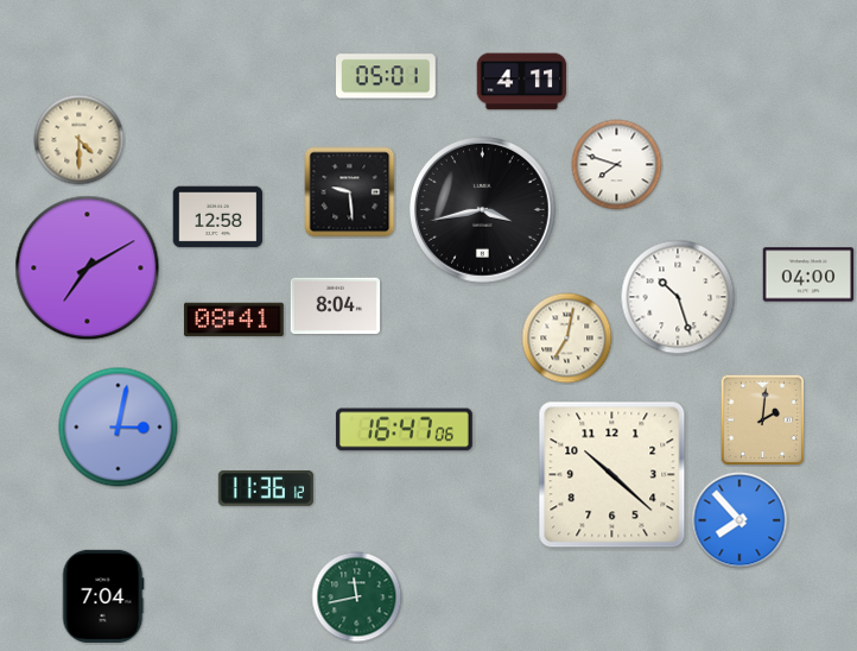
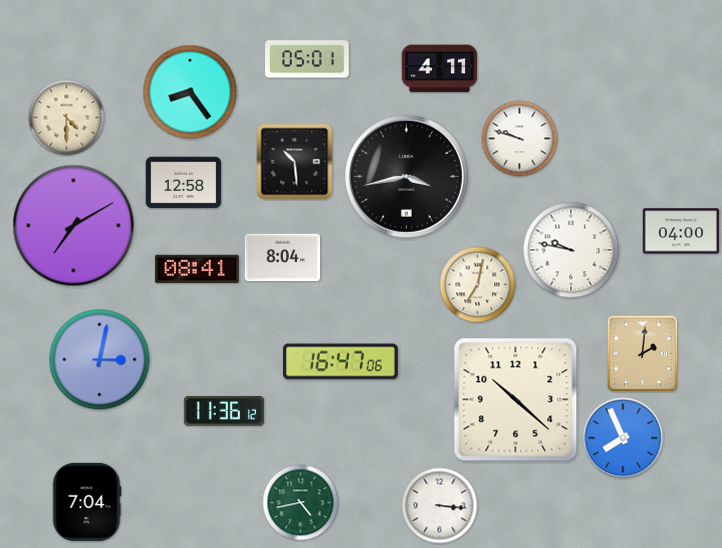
clock at (387, 76) position: (387, 76) -> (308, 59)
clock at (190, 92): none -> 8:24
clock at (617, 165): 7:48 -> 9:48
clock at (350, 192): 9:29 -> 10:29
clock at (678, 297): 10:27 -> 9:47
clock at (739, 520): 7:53 -> 7:56
clock at (357, 598): 11:43 -> 4:43
clock at (440, 506): none -> 3:16
